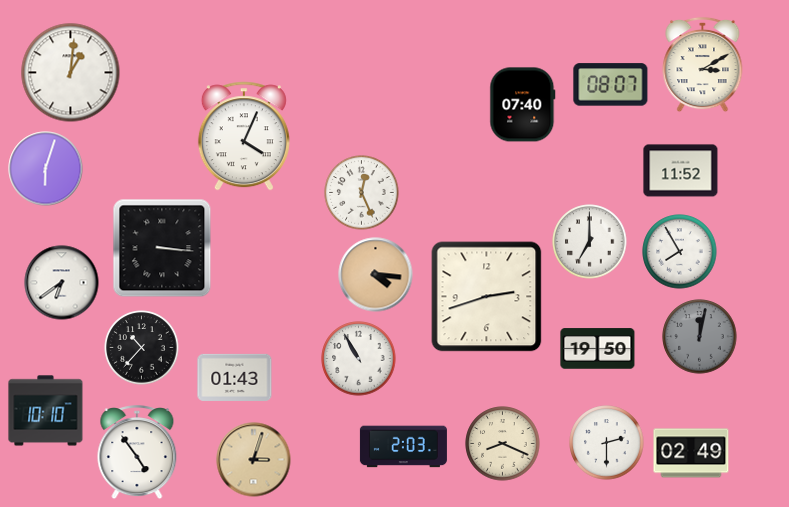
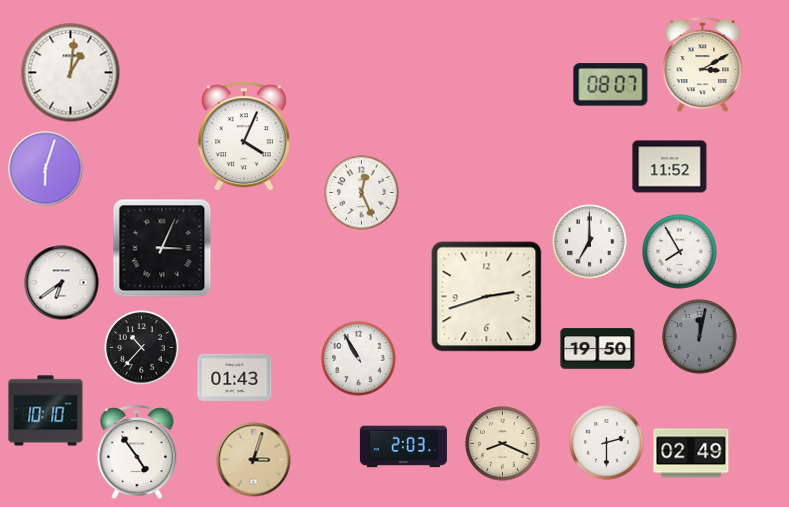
clock at (523, 105): 07:40 -> none
clock at (681, 171) position: (681, 171) -> (670, 167)
clock at (162, 248): 3:16 -> 3:04
clock at (376, 275): 4:16 -> none
